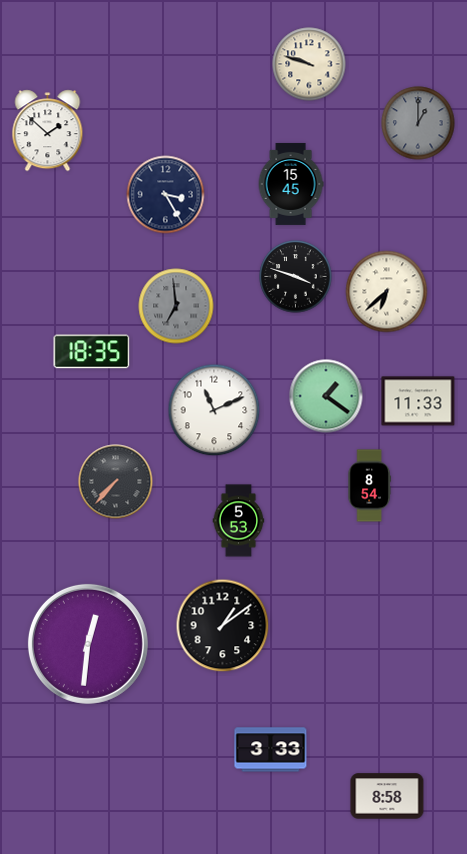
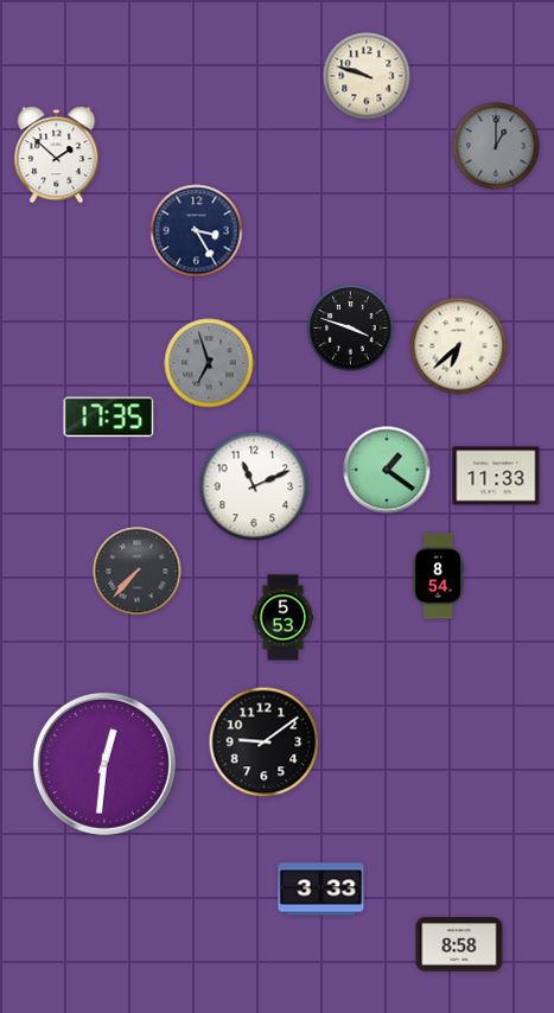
clock at (291, 184): 15:45 -> none
clock at (176, 306): 6:59 -> 6:57
clock at (92, 352): 18:35 -> 17:35
clock at (223, 626): 1:09 -> 9:09
